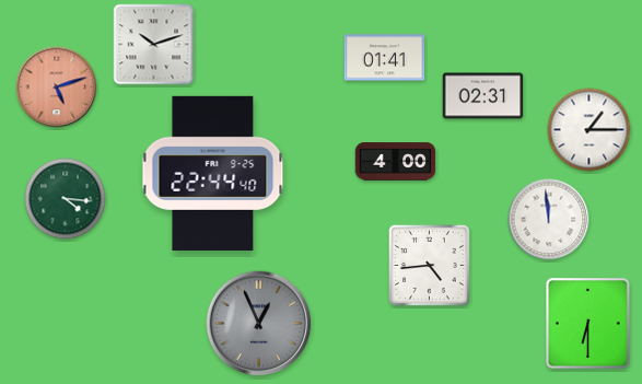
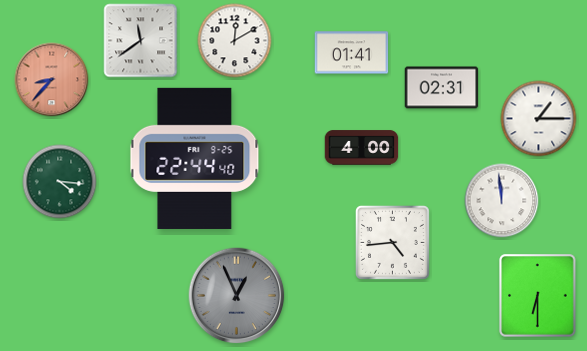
clock at (154, 45): 10:12 -> 11:39
clock at (235, 41): none -> 12:10
clock at (57, 88): 5:12 -> 8:37
